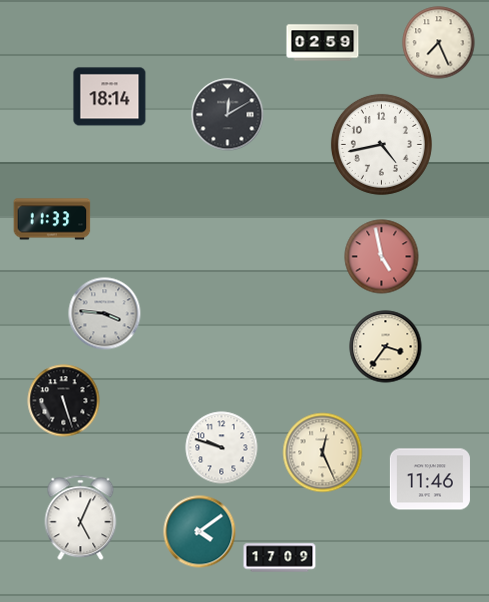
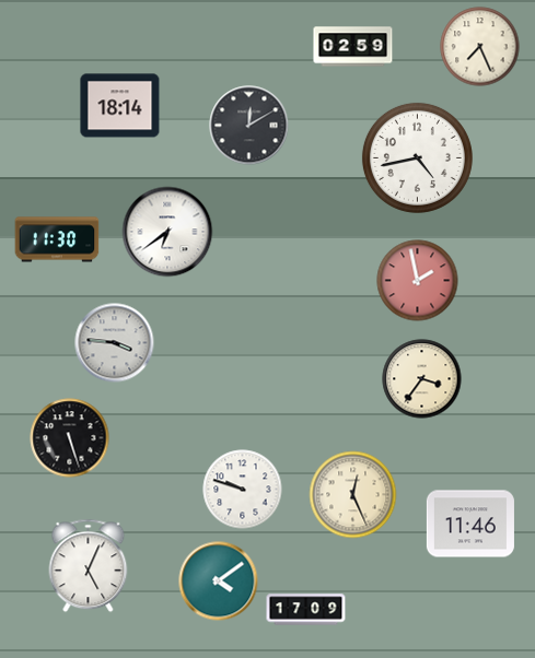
clock at (167, 232): none -> 6:39
clock at (52, 219): 11:33 -> 11:30
clock at (382, 257): 4:58 -> 1:58
